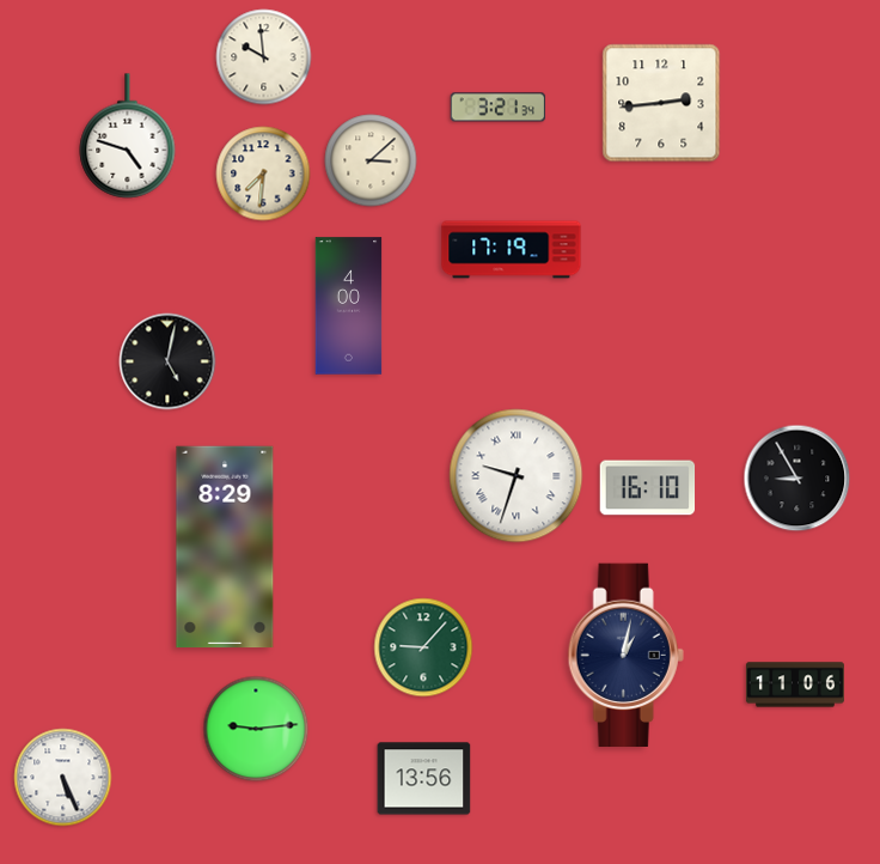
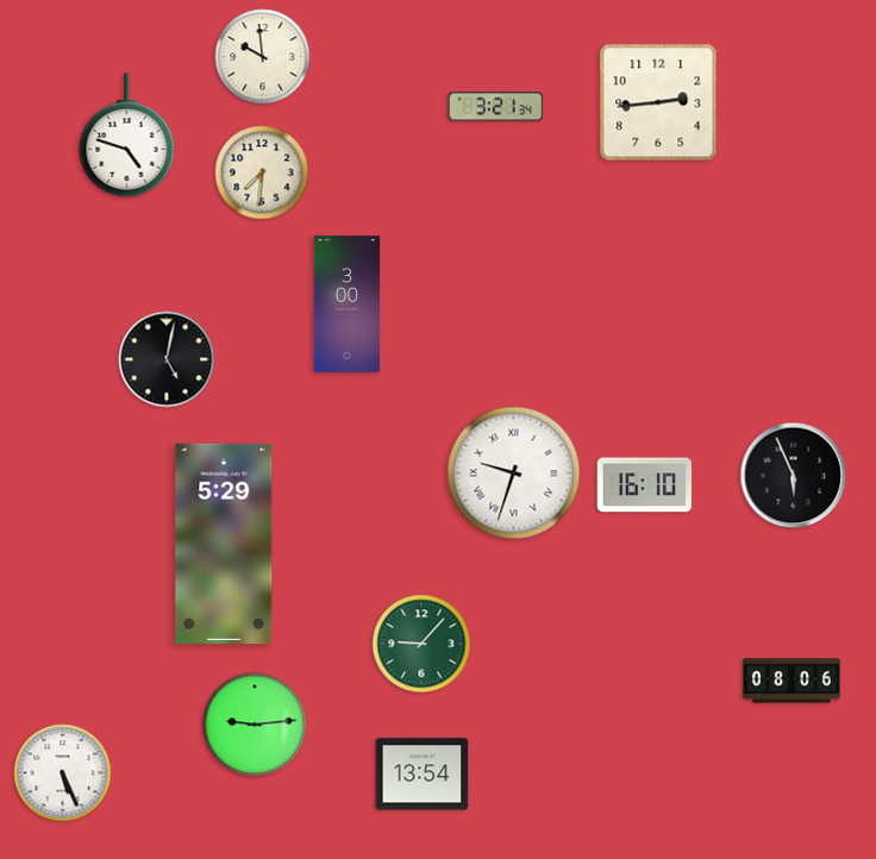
clock at (371, 160): 3:08 -> none
clock at (512, 250): 17:19 -> none
clock at (349, 306): 4:00 -> 3:00
clock at (797, 479): 8:55 -> 5:56
clock at (225, 547): 8:29 -> 5:29
clock at (625, 656): 1:02 -> none
clock at (795, 684): 11:06 -> 08:06
clock at (424, 779): 13:56 -> 13:54
